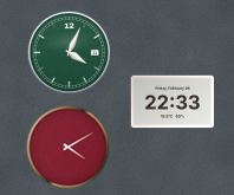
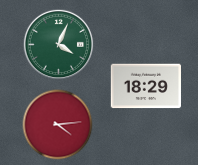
clock at (171, 102): 22:33 -> 18:29
clock at (69, 148): 4:10 -> 4:14
